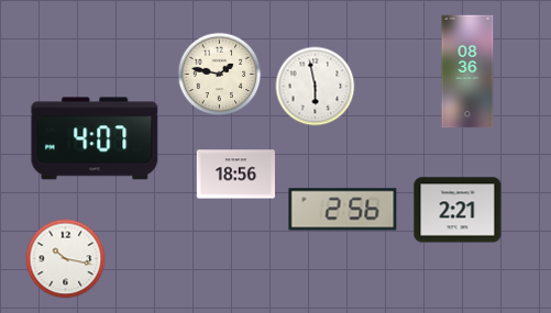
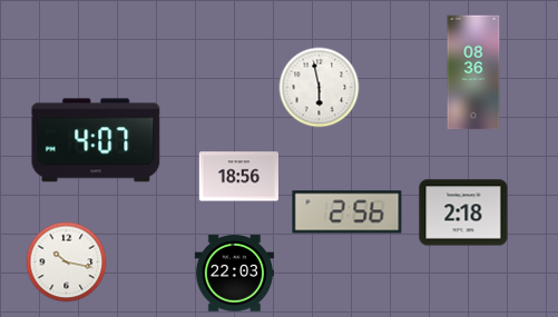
clock at (220, 75): 1:47 -> none
clock at (458, 210): 2:21 -> 2:18
clock at (235, 274): none -> 22:03
